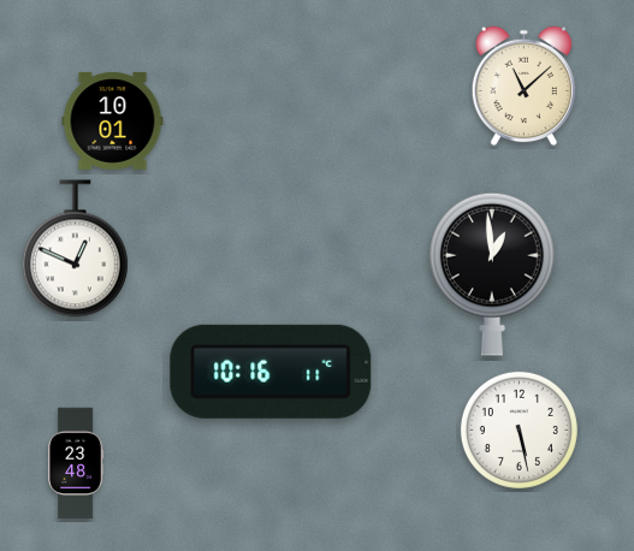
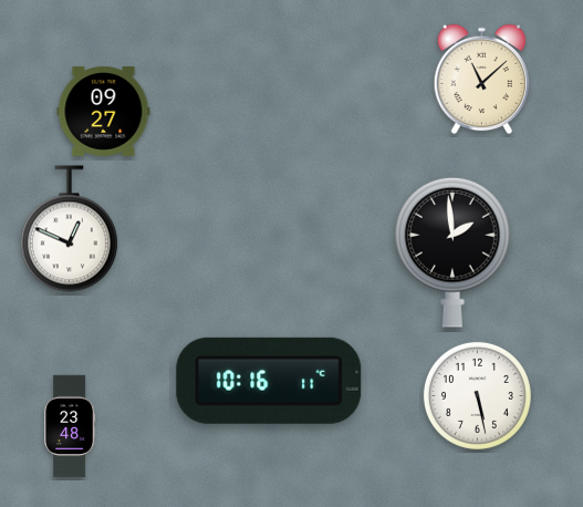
clock at (113, 122): 10:01 -> 09:27
clock at (493, 274): 12:59 -> 1:59
clock at (271, 372) position: (271, 372) -> (269, 381)
